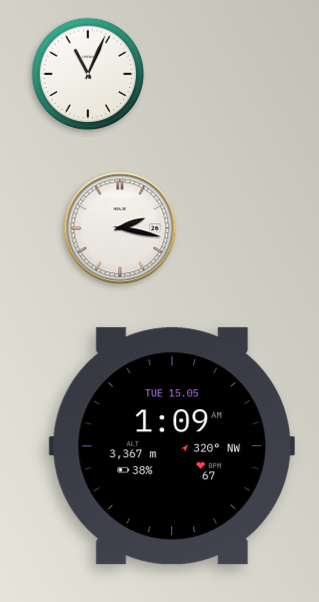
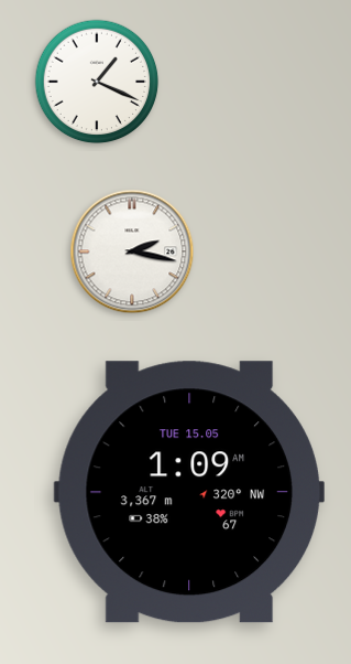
clock at (88, 74): 11:04 -> 1:19
